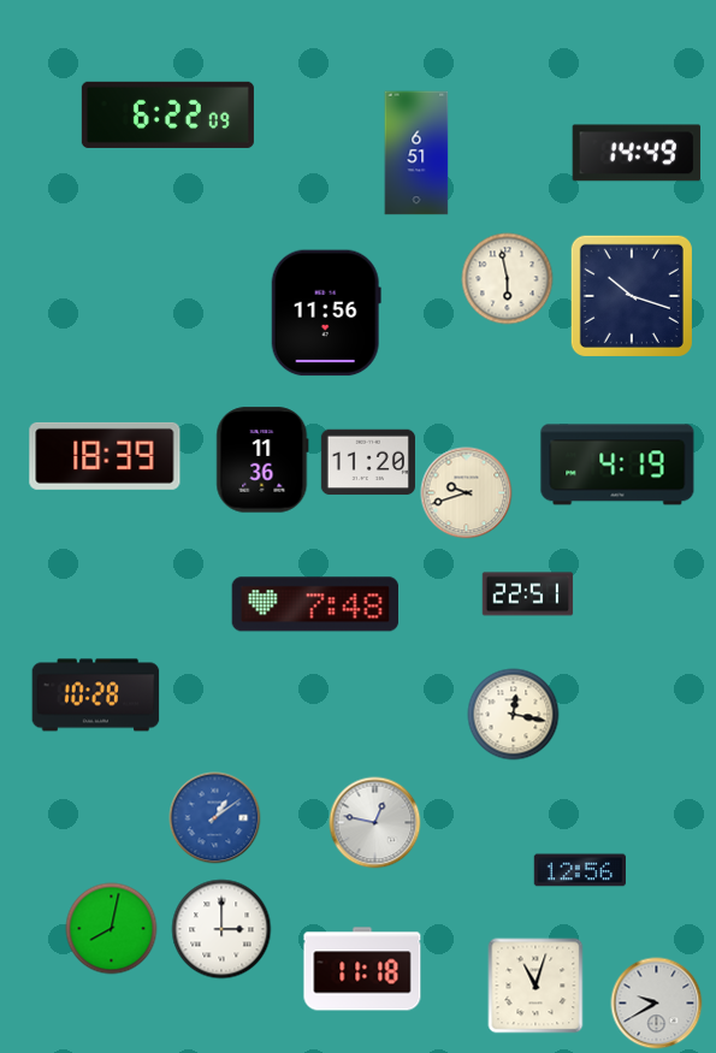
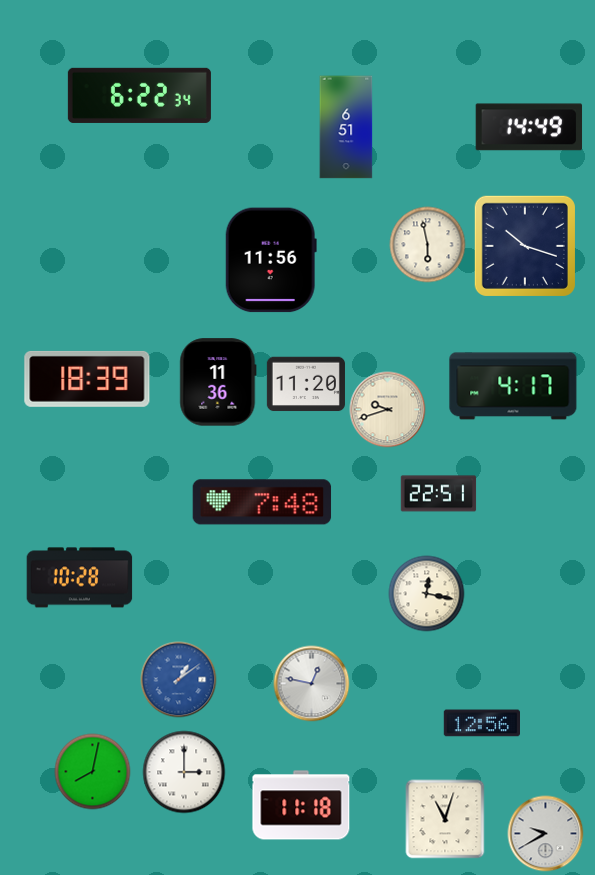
clock at (167, 114): 6:22:09 -> 6:22:34
clock at (508, 279) position: (508, 279) -> (428, 245)
clock at (617, 465): 4:19 -> 4:17
